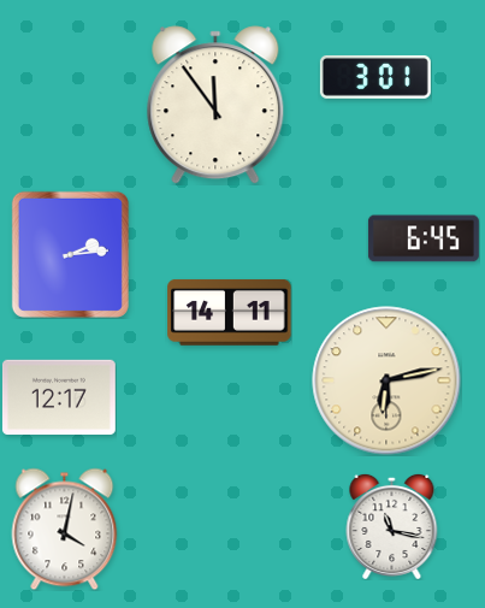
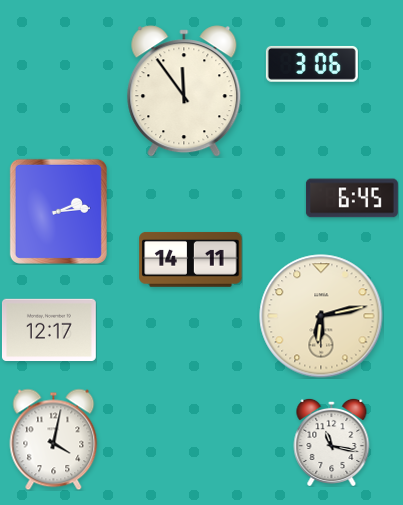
clock at (375, 77): 3:01 -> 3:06
clock at (215, 105) position: (215, 105) -> (184, 91)
clock at (392, 526) position: (392, 526) -> (332, 442)
